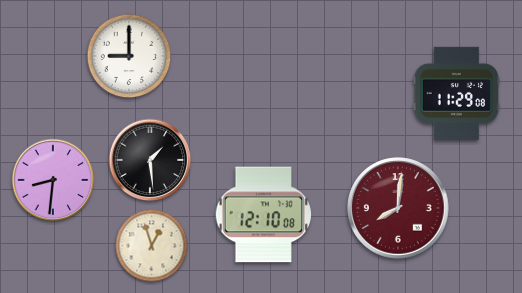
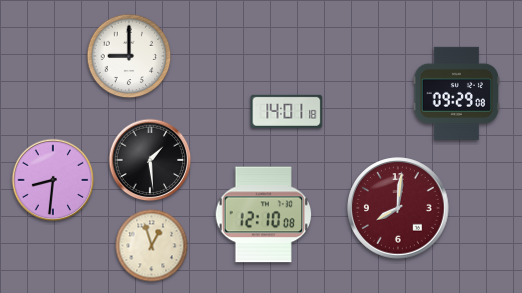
clock at (456, 93): 11:29 -> 09:29
clock at (287, 111): none -> 14:01
